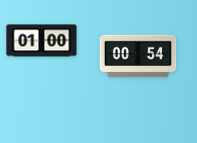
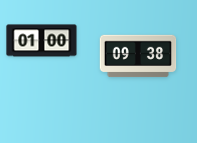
clock at (138, 56): 00:54 -> 09:38
